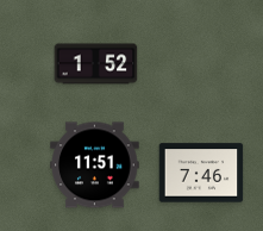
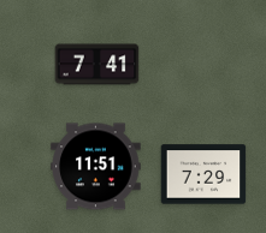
clock at (96, 64): 1:52 -> 7:41
clock at (201, 173): 7:46 -> 7:29
